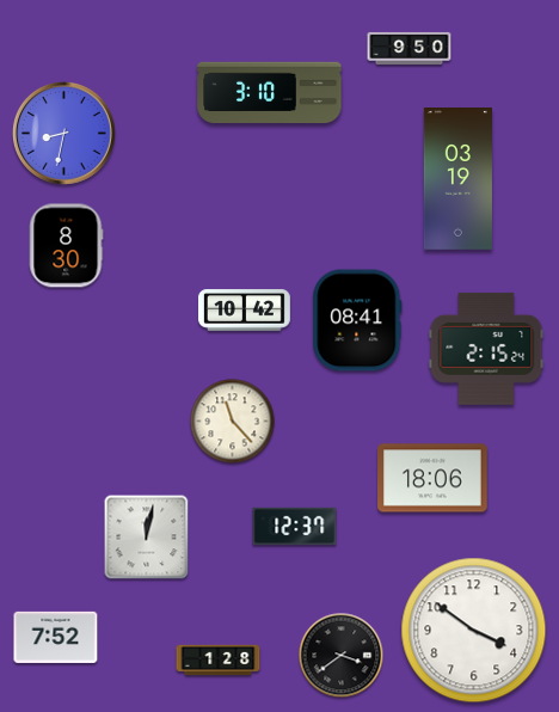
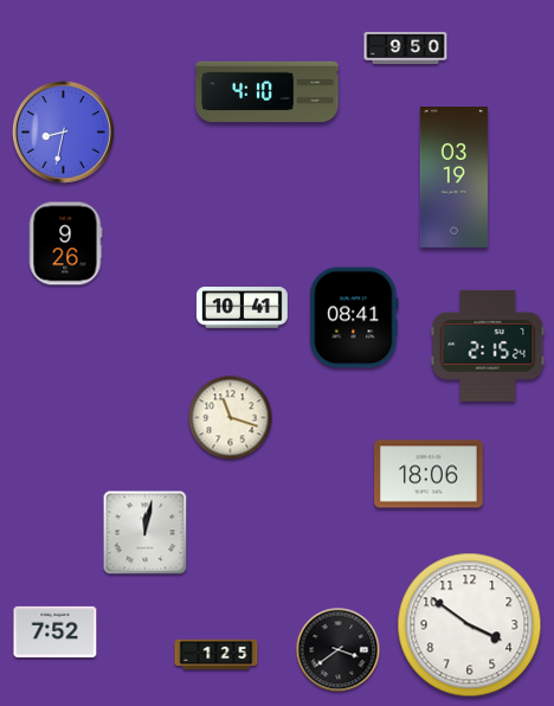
clock at (270, 93): 3:10 -> 4:10
clock at (66, 246): 8:30 -> 9:26
clock at (245, 311): 10:42 -> 10:41
clock at (486, 349) position: (486, 349) -> (488, 346)
clock at (233, 422): 11:23 -> 11:18
clock at (295, 527): 12:37 -> none
clock at (219, 661): 1:28 -> 1:25
